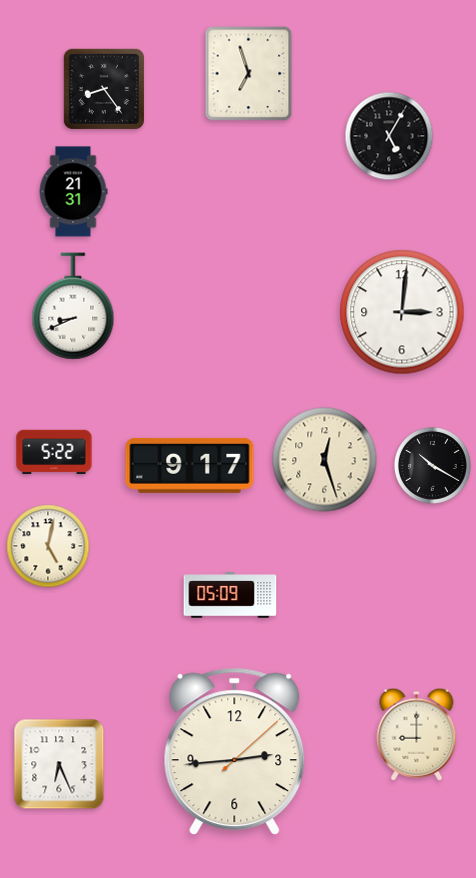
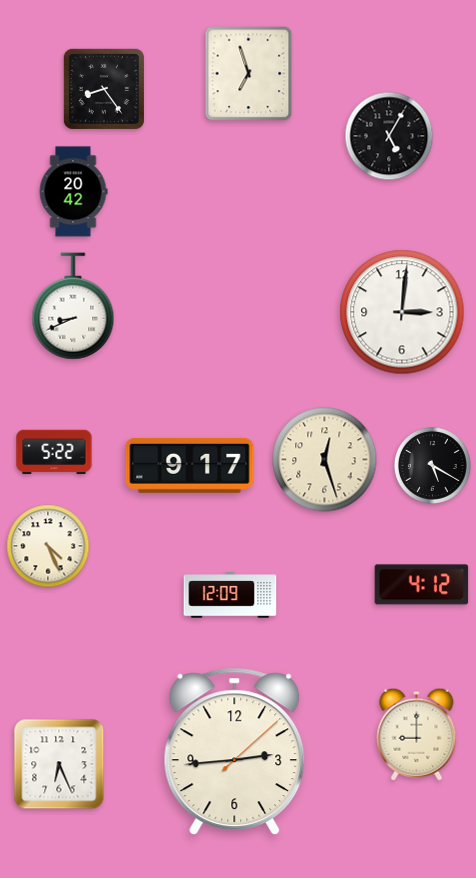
clock at (73, 192): 21:31 -> 20:42
clock at (432, 465): 10:20 -> 5:20
clock at (48, 546): 5:02 -> 4:26
clock at (422, 585): none -> 4:12
clock at (230, 595): 05:09 -> 12:09
